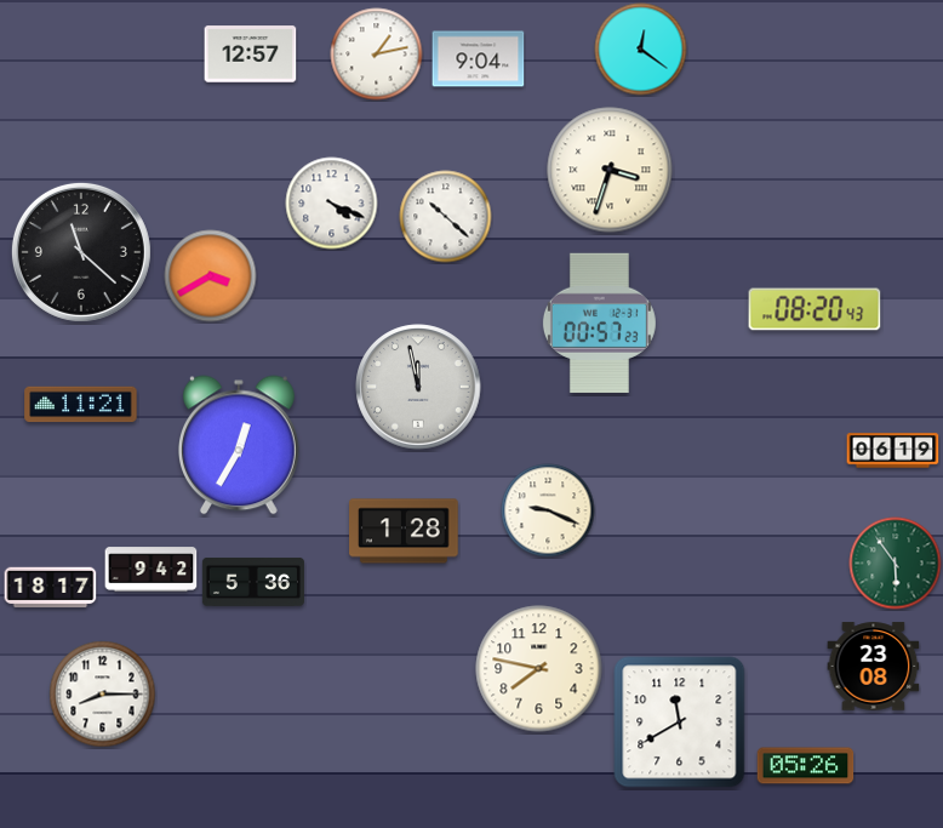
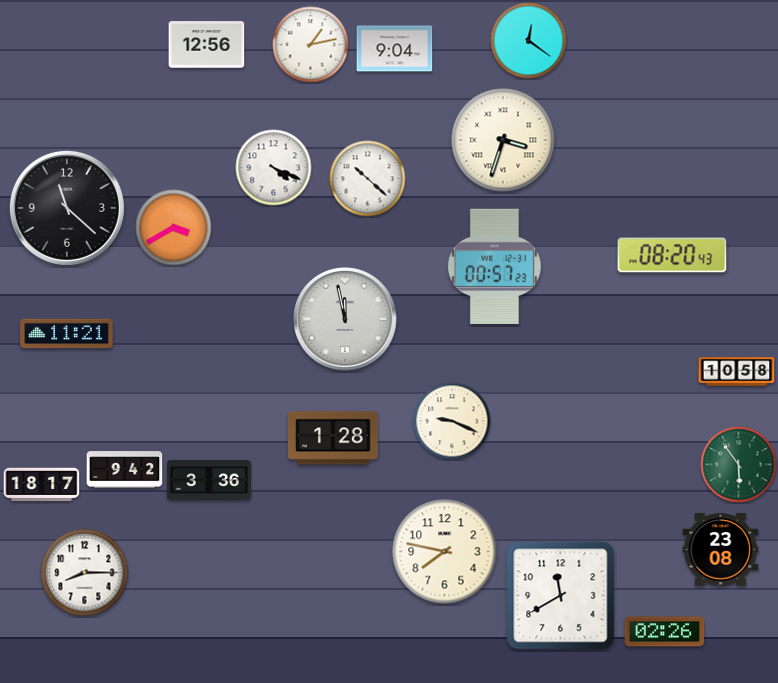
clock at (251, 55): 12:57 -> 12:56
clock at (239, 445): 12:35 -> none
clock at (893, 451): 06:19 -> 10:58
clock at (253, 582): 5:36 -> 3:36
clock at (806, 766): 05:26 -> 02:26
